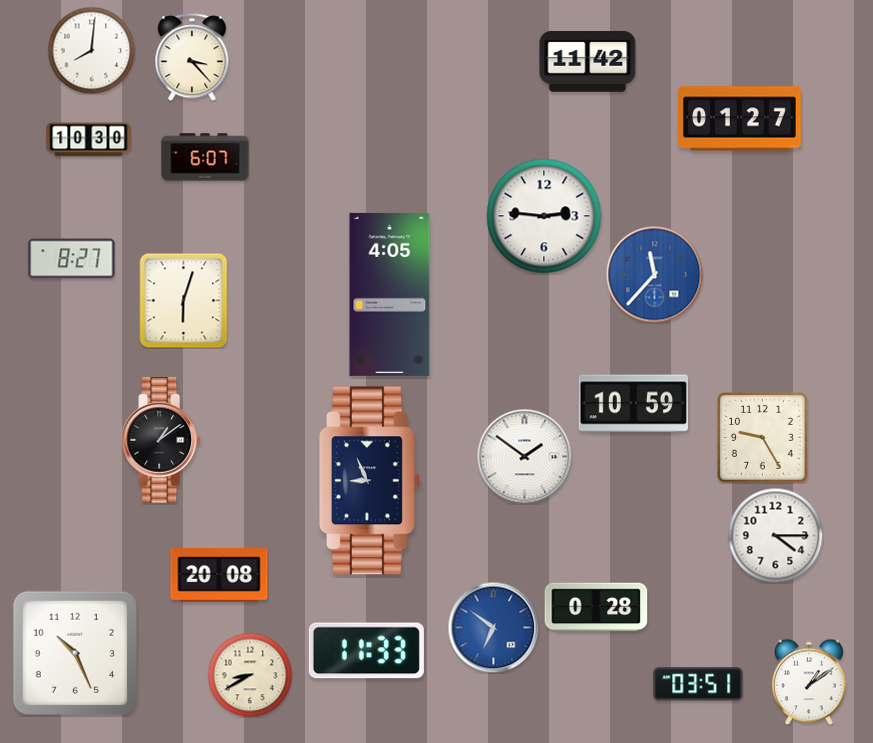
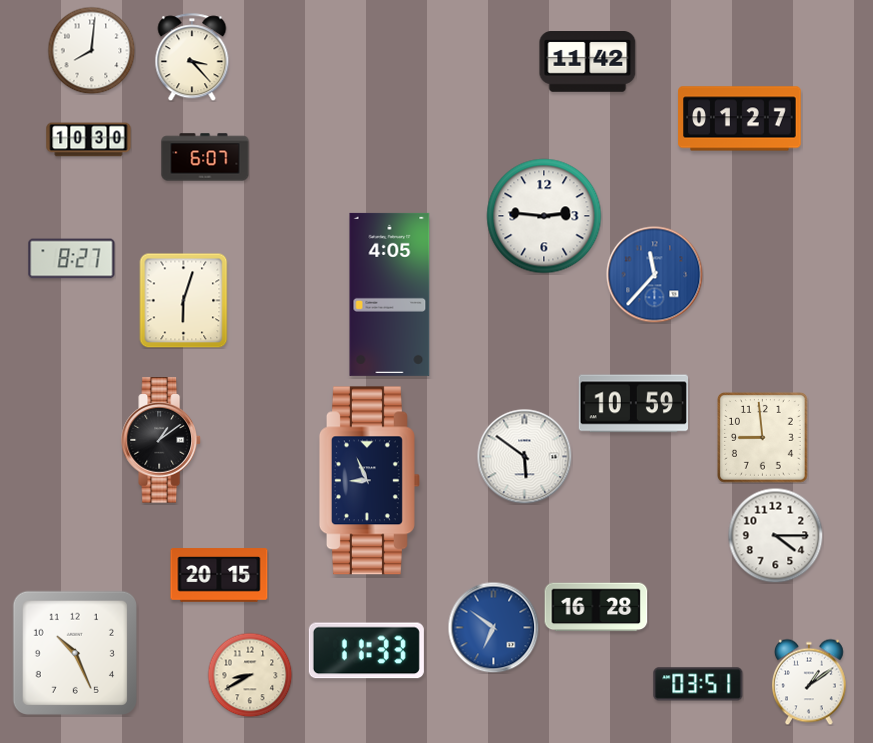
clock at (762, 437): 9:25 -> 8:59
clock at (524, 456): 1:51 -> 5:51
clock at (219, 575): 20:08 -> 20:15
clock at (596, 607): 0:28 -> 16:28
